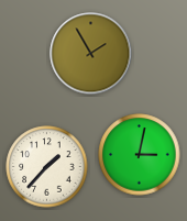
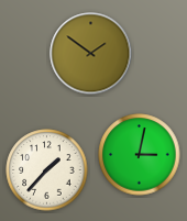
clock at (91, 54): 1:55 -> 1:51
clock at (47, 167) position: (47, 167) -> (47, 170)
